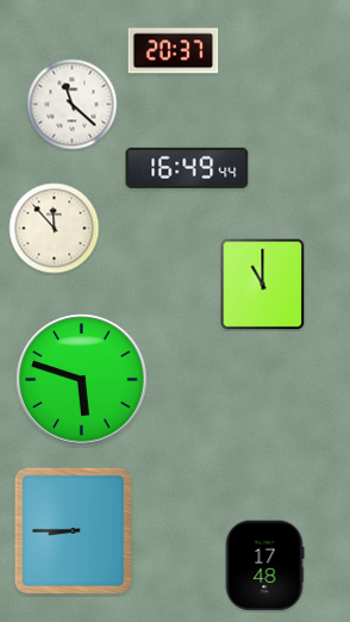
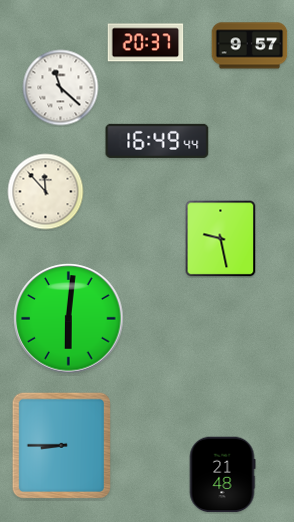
clock at (250, 46): none -> 9:57
clock at (263, 285): 11:00 -> 9:28
clock at (82, 380): 5:48 -> 6:01
clock at (264, 566): 17:48 -> 21:48
